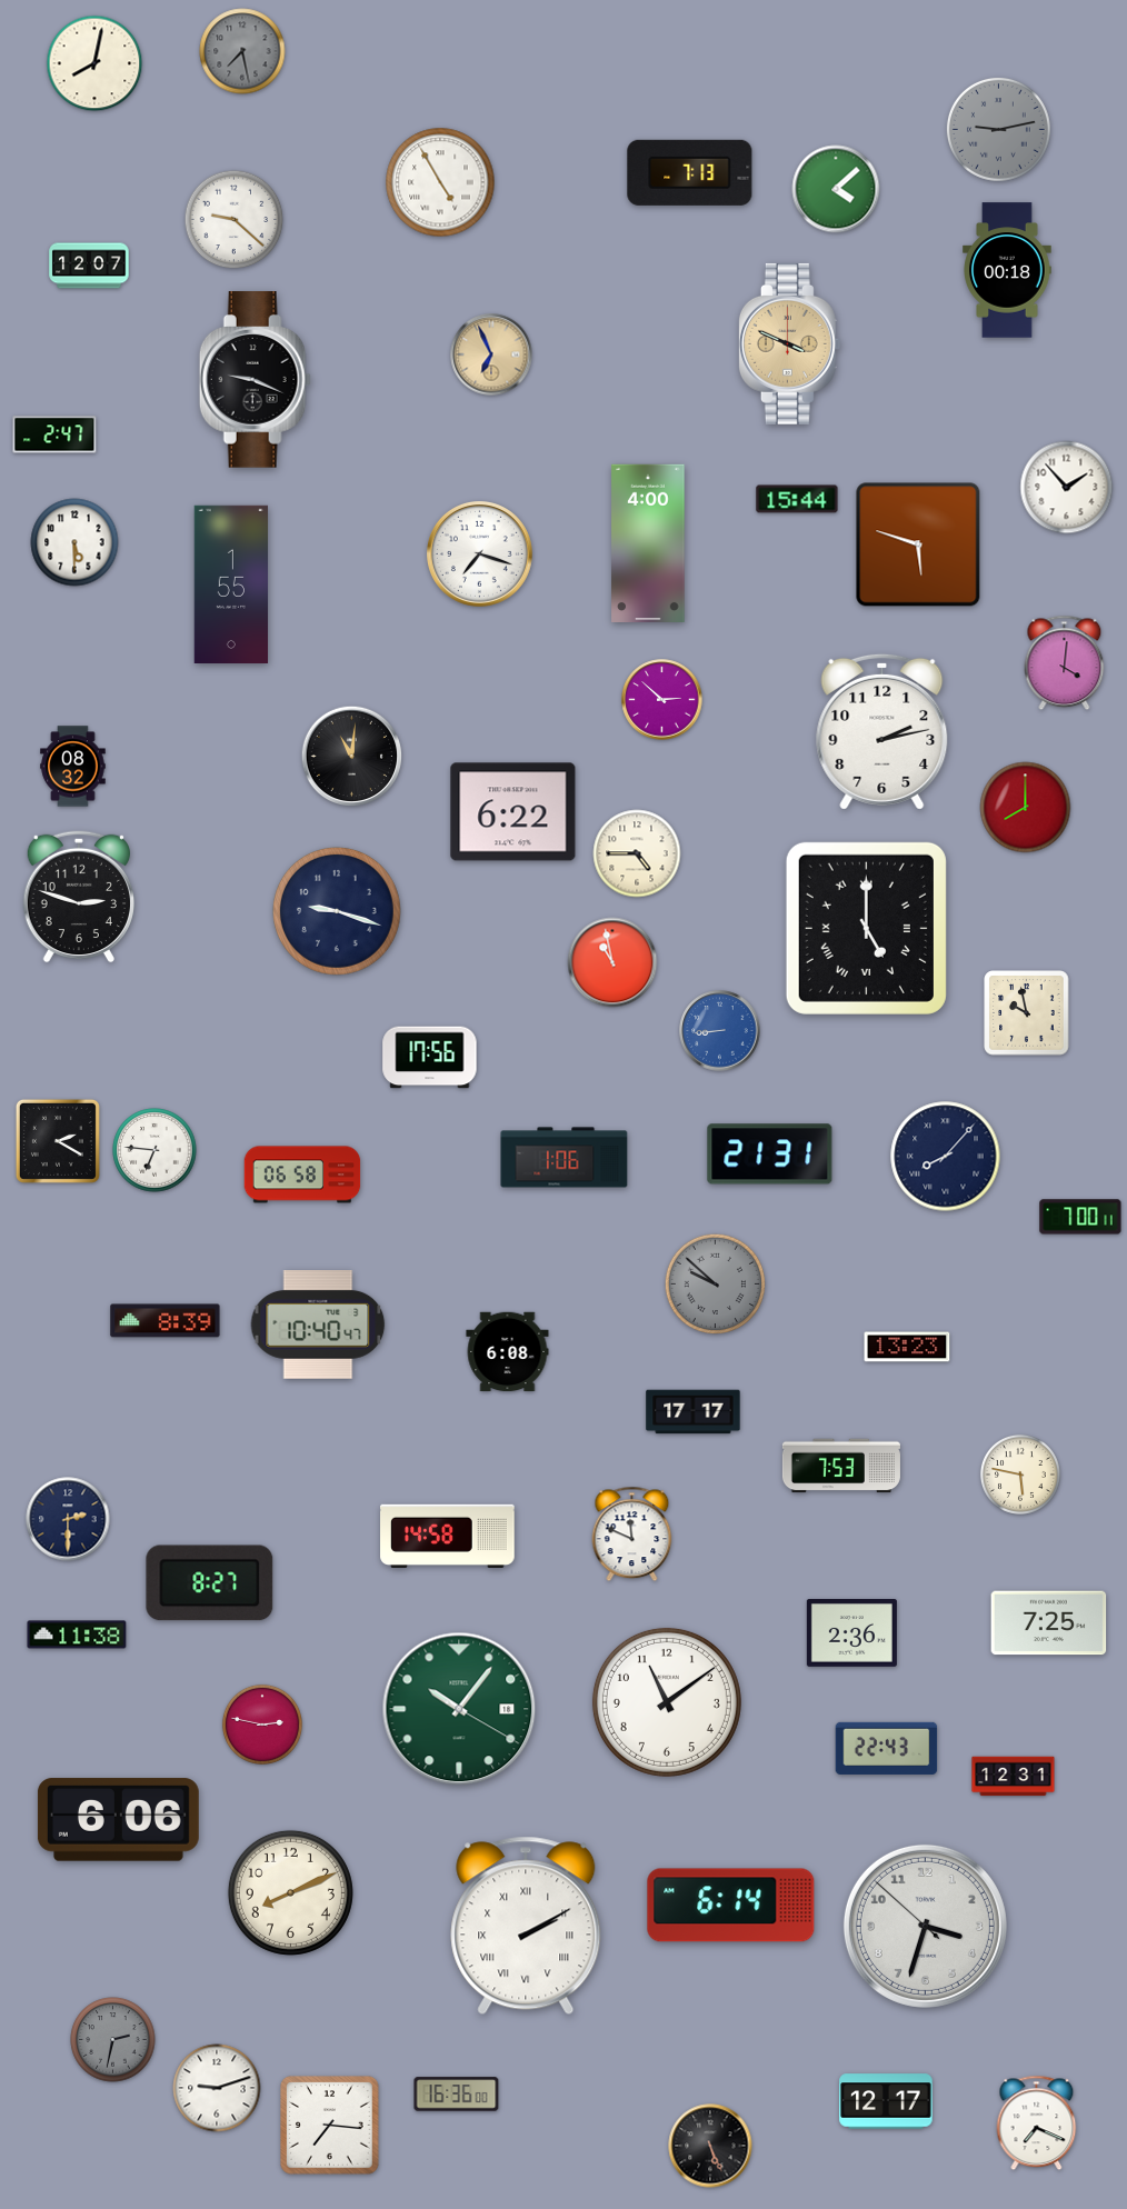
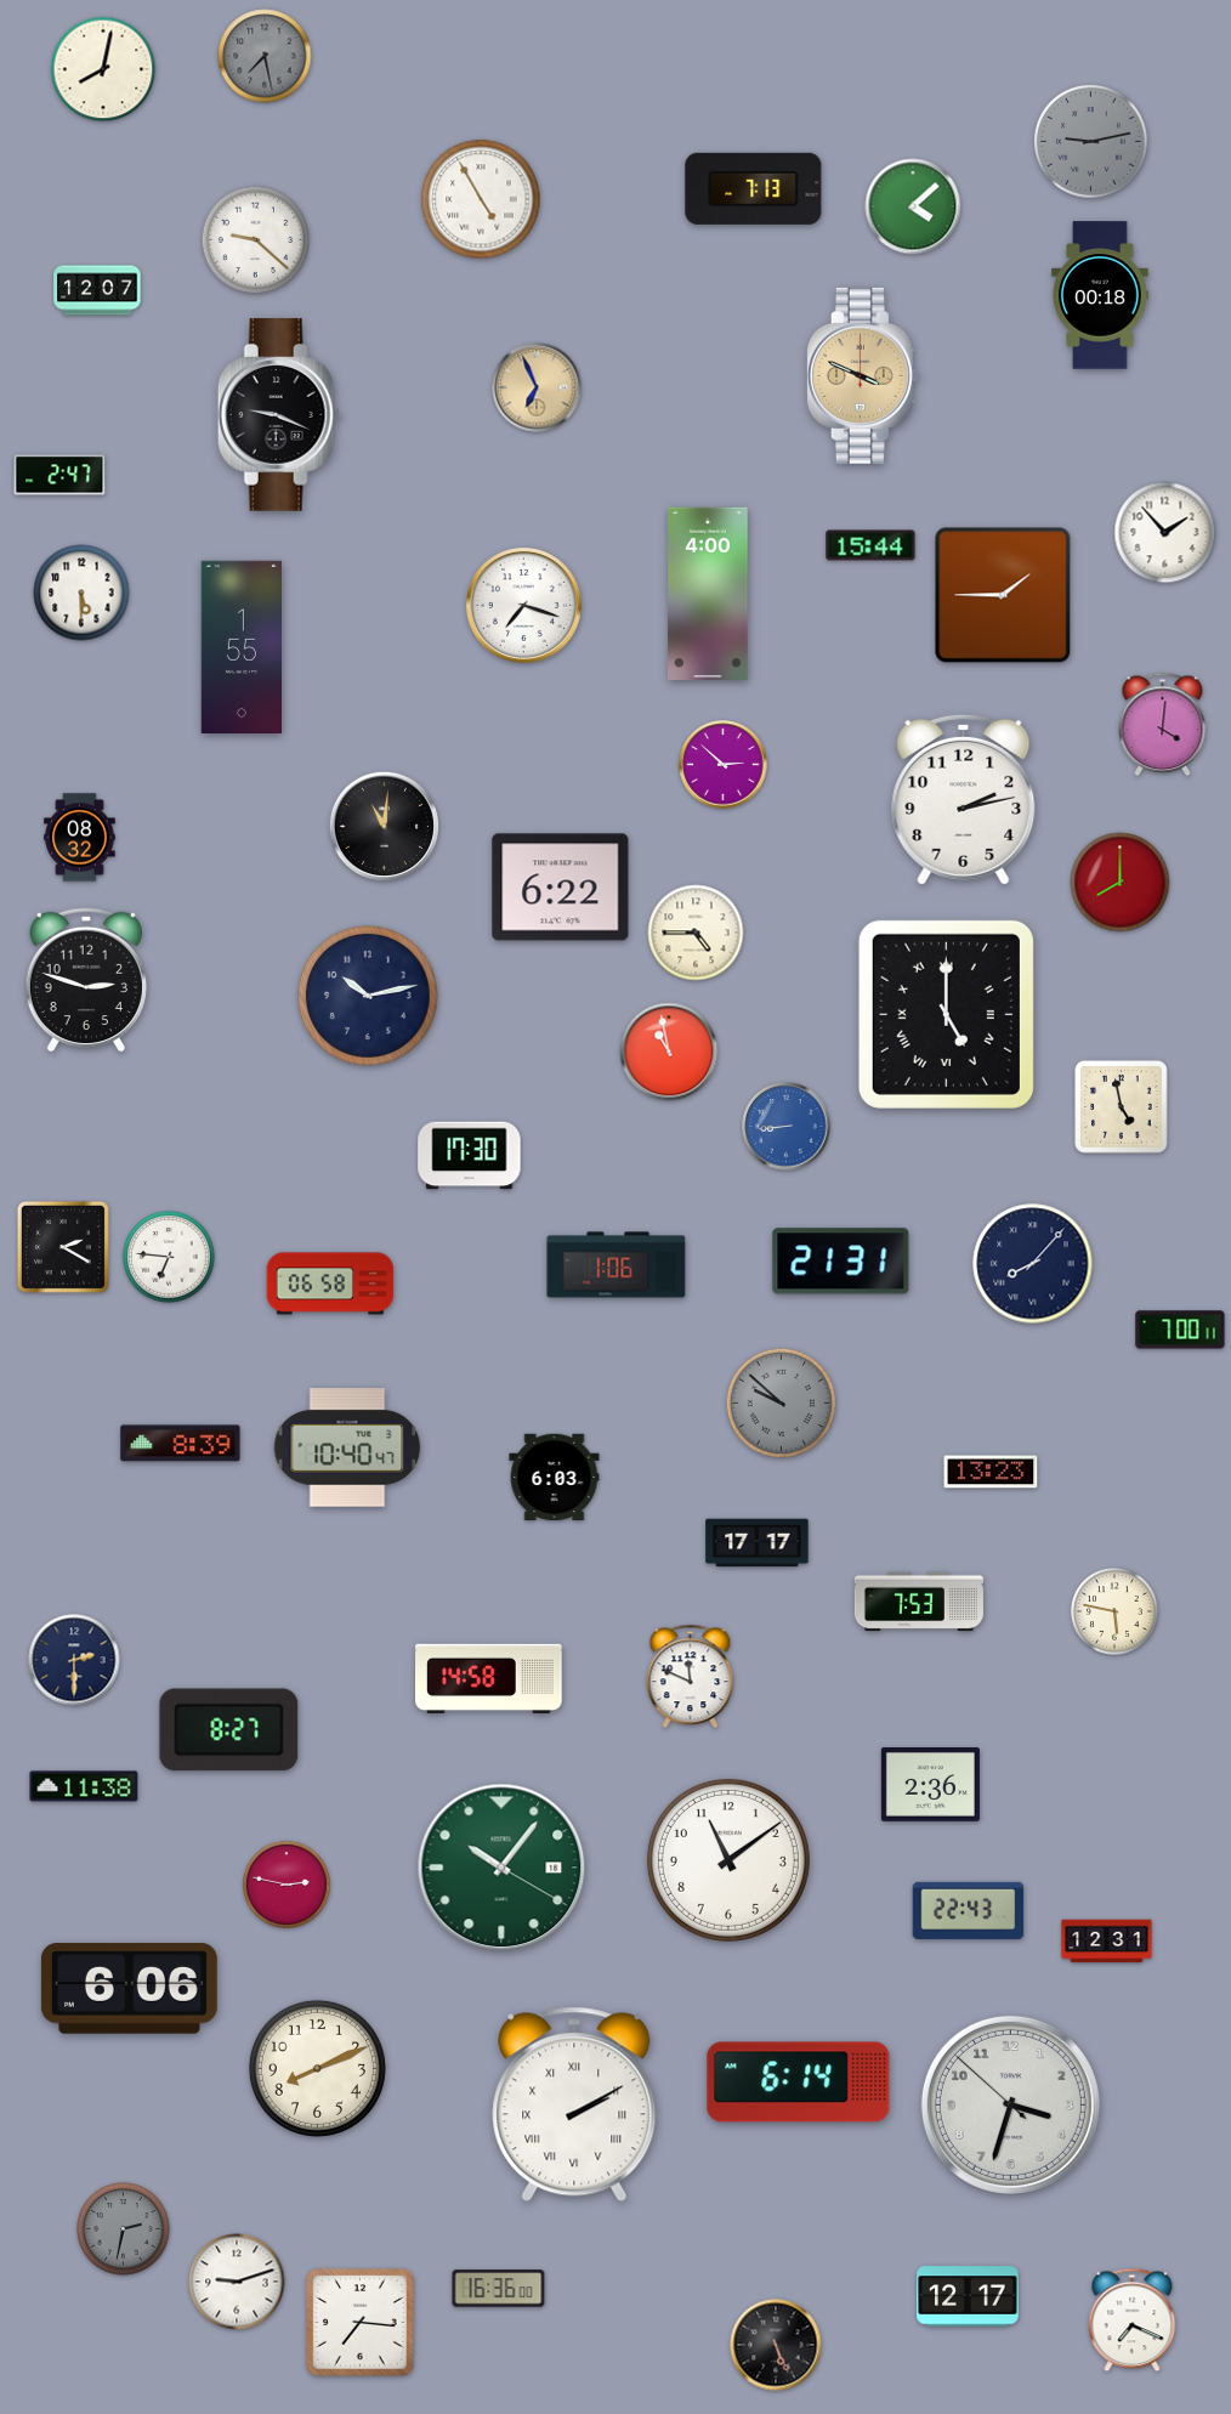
clock at (918, 544): 5:48 -> 1:45
clock at (231, 583) position: (231, 583) -> (242, 646)
clock at (337, 911): 9:18 -> 10:13
clock at (1027, 1013): 9:58 -> 4:58
clock at (430, 1058): 17:56 -> 17:30
clock at (508, 1352): 6:08 -> 6:03
clock at (1049, 1623): 7:25 -> none
